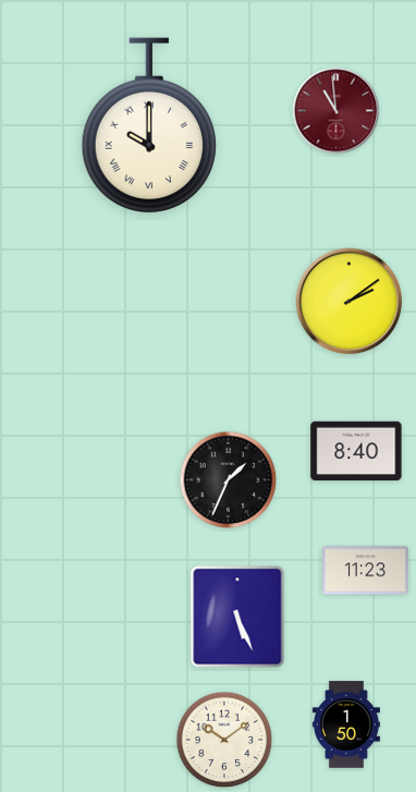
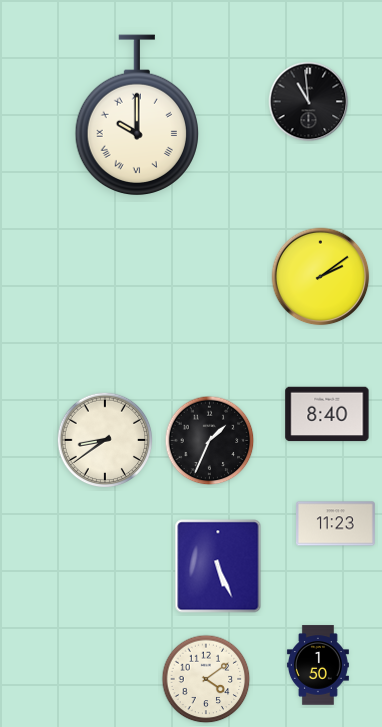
clock at (337, 111) dial: burgundy -> black
clock at (105, 440): none -> 8:39
clock at (224, 740): 10:09 -> 4:09
